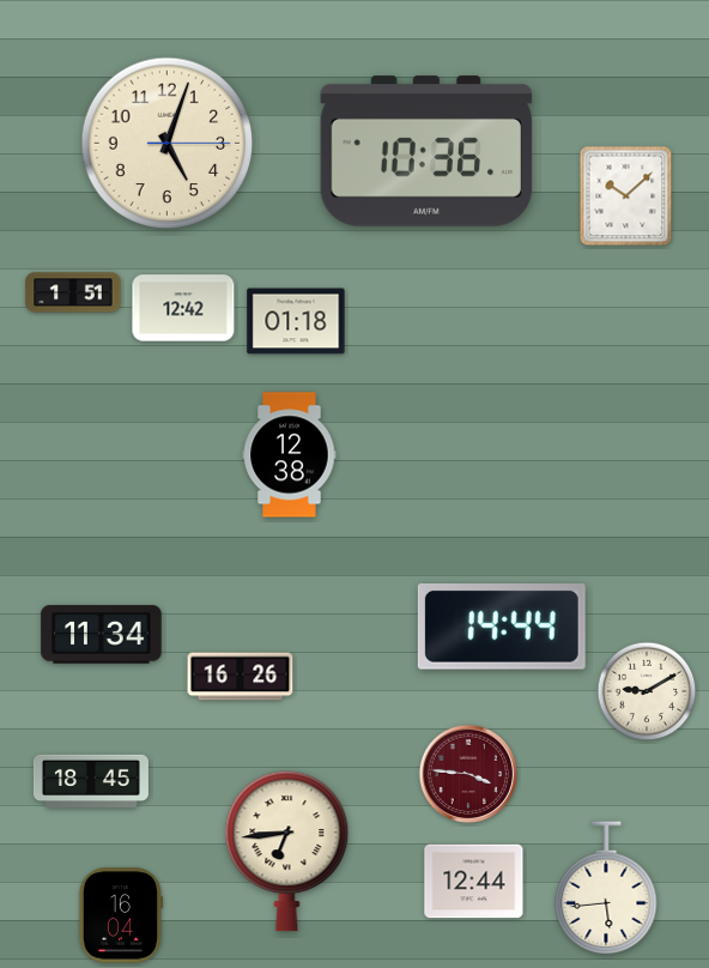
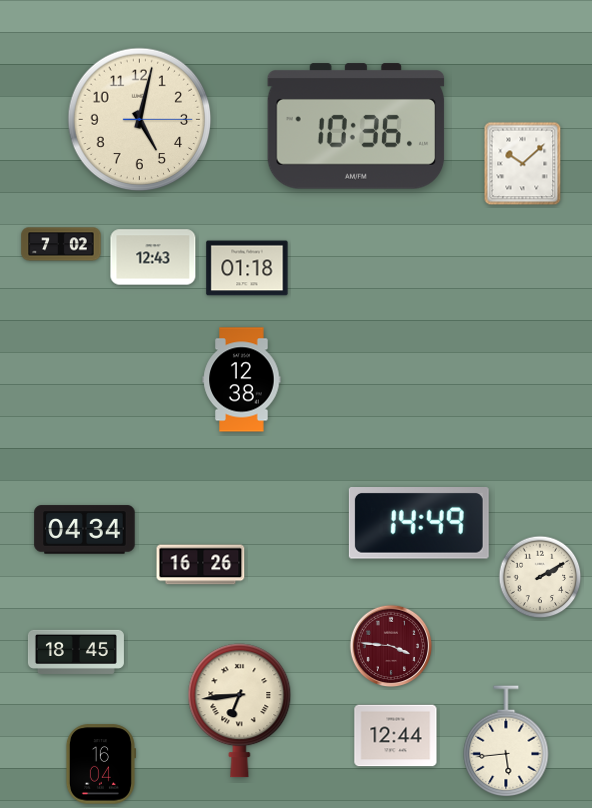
clock at (168, 144): 5:03 -> 5:02
clock at (73, 292): 1:51 -> 7:02
clock at (183, 308): 12:42 -> 12:43
clock at (502, 627): 14:44 -> 14:49
clock at (102, 635): 11:34 -> 04:34
clock at (647, 691): 9:10 -> 2:10
